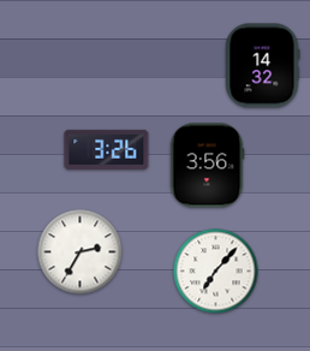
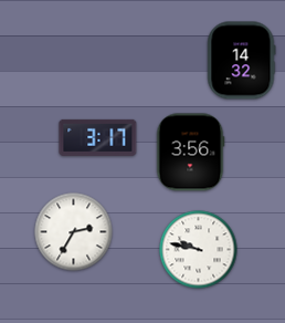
clock at (107, 149): 3:26 -> 3:17
clock at (216, 272): 7:07 -> 9:47
